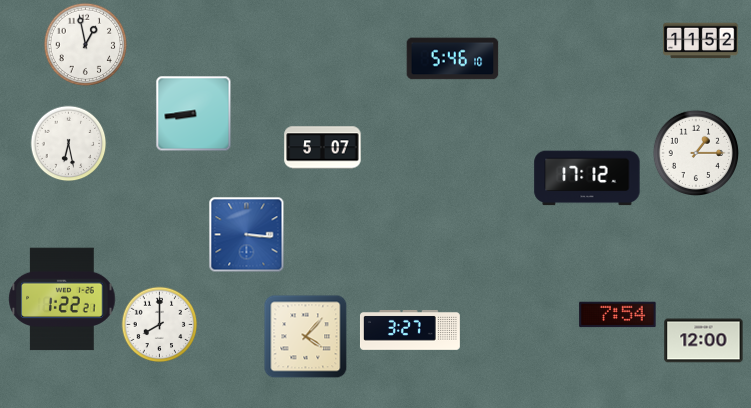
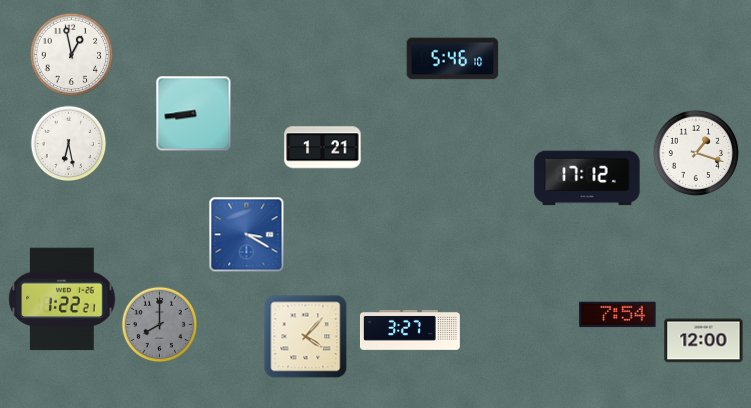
clock at (701, 41): 11:52 -> none
clock at (86, 45) position: (86, 45) -> (72, 55)
clock at (323, 148): 5:07 -> 1:21
clock at (696, 153): 1:15 -> 1:18
clock at (247, 235): 3:16 -> 3:20
clock at (160, 325) dial: white -> grey
